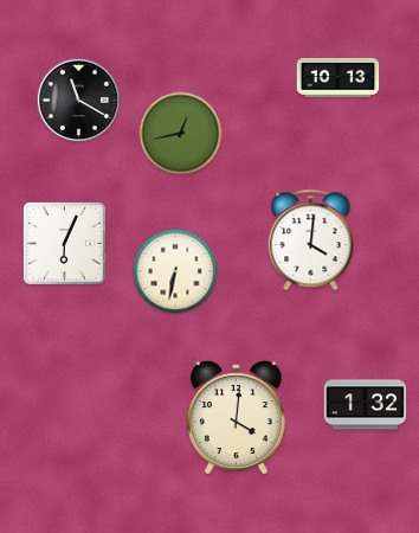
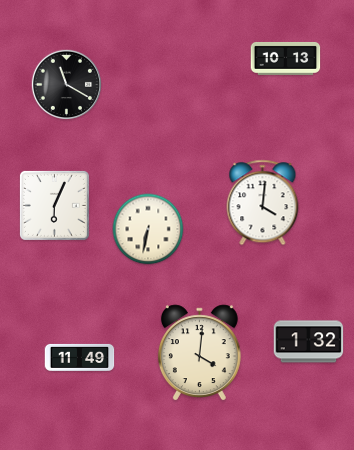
clock at (339, 77) position: (339, 77) -> (286, 58)
clock at (181, 134): 12:43 -> none
clock at (80, 357): none -> 11:49
